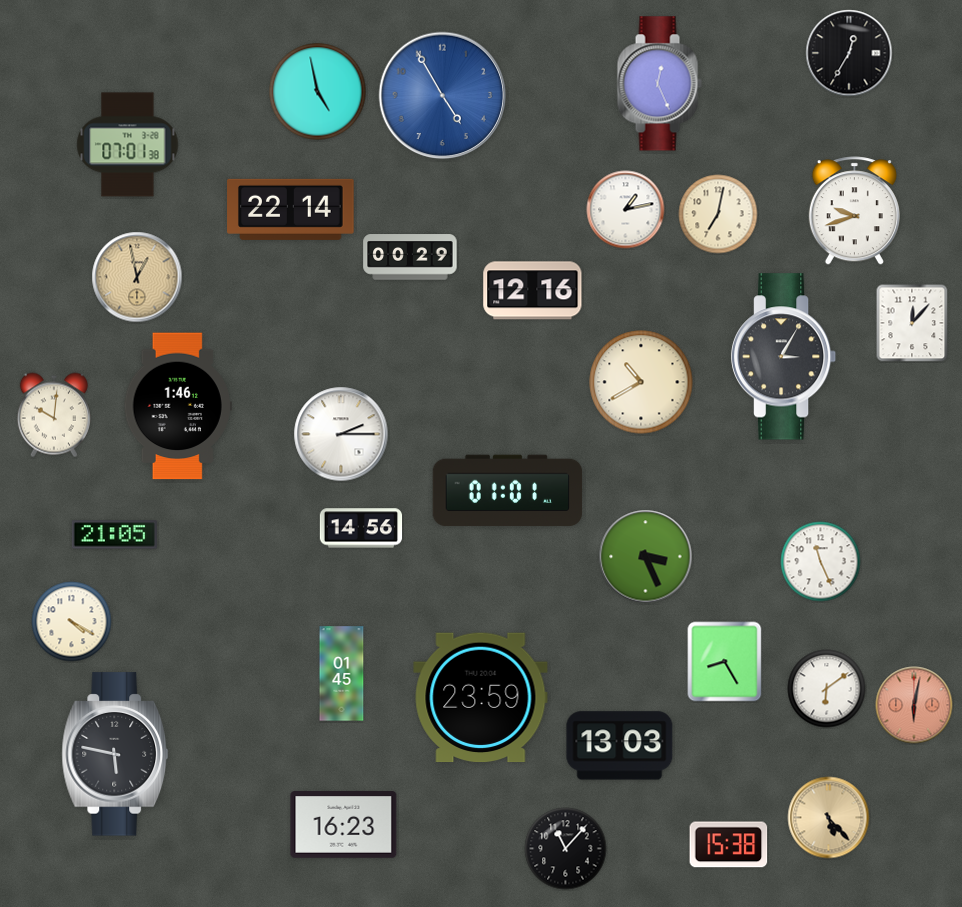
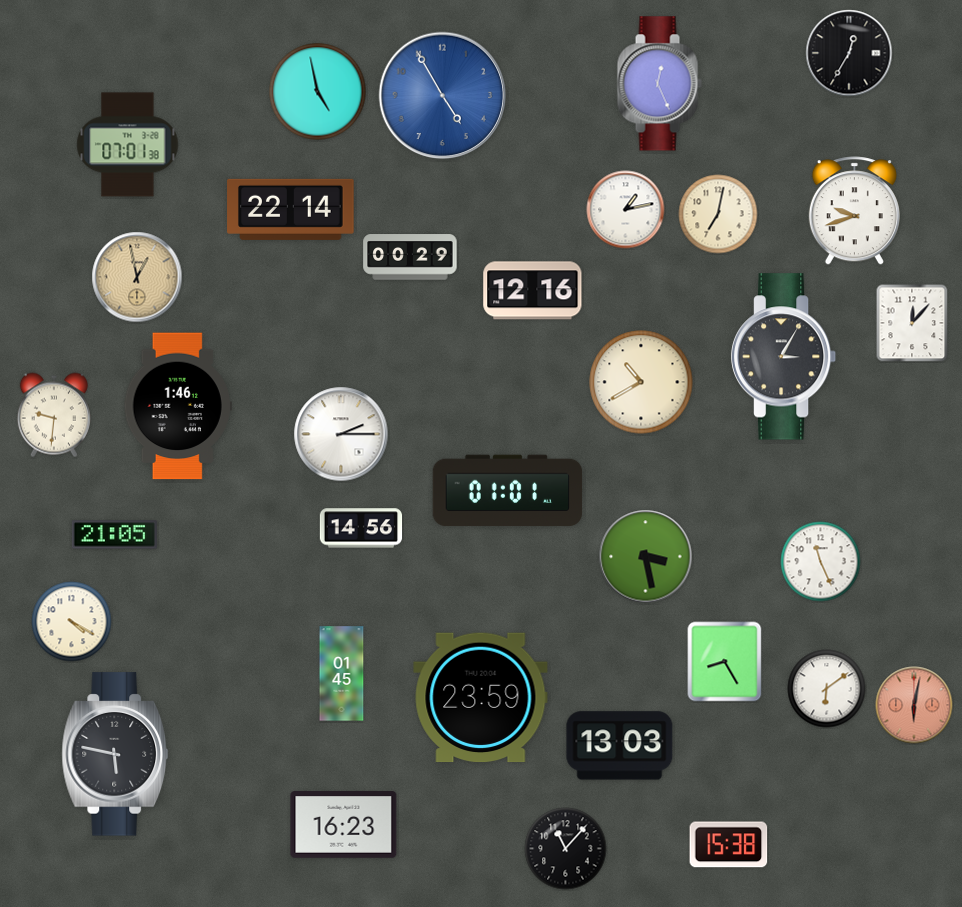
clock at (54, 415): 10:01 -> 9:31
clock at (646, 557): 3:26 -> 3:28
clock at (829, 818): 5:23 -> none
